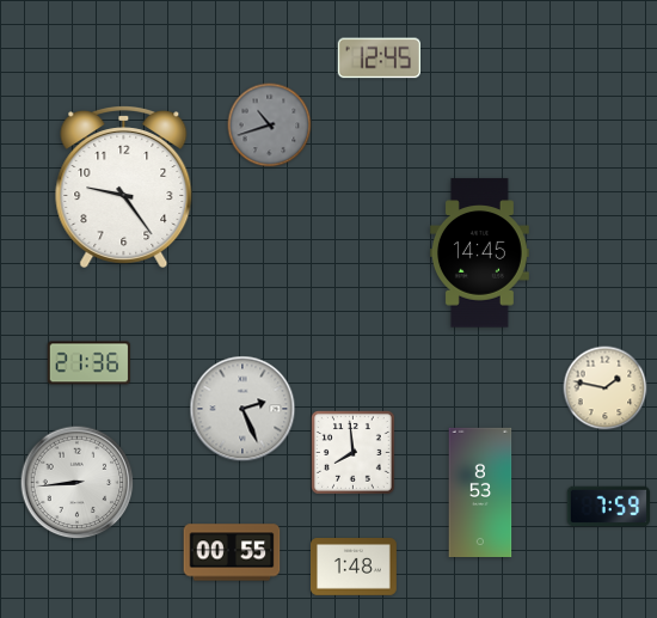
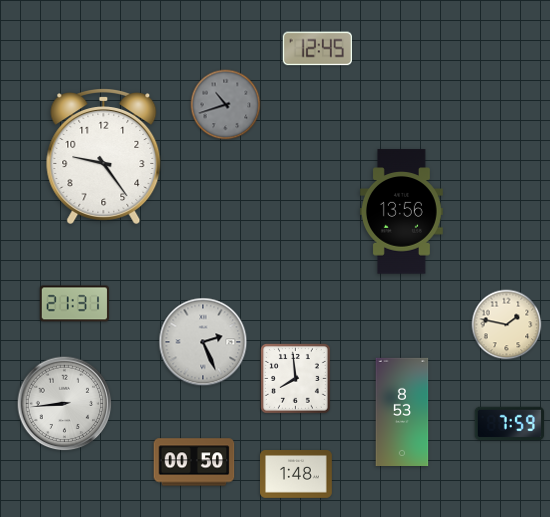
clock at (479, 253): 14:45 -> 13:56
clock at (90, 363): 21:36 -> 21:31
clock at (232, 552): 00:55 -> 00:50
